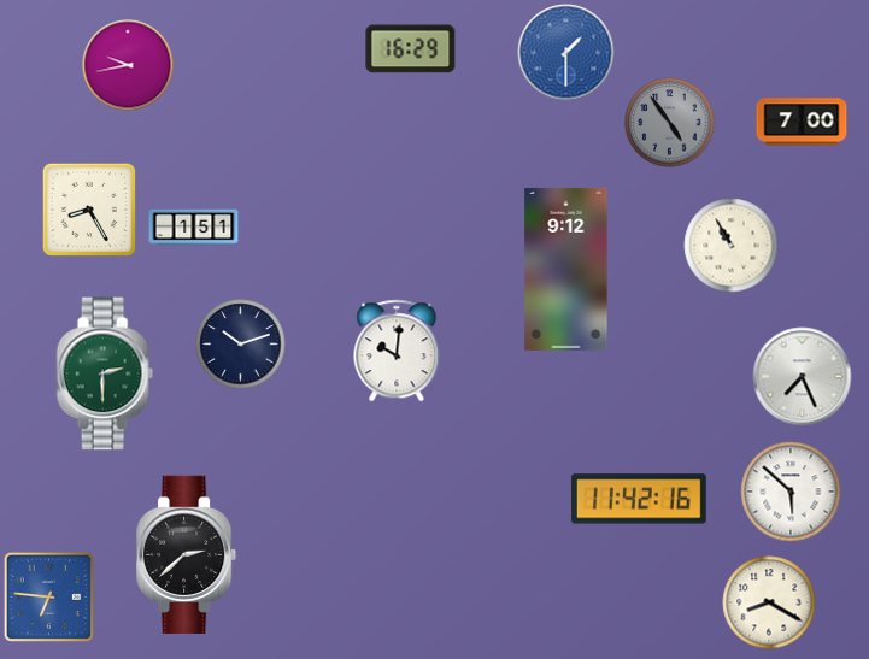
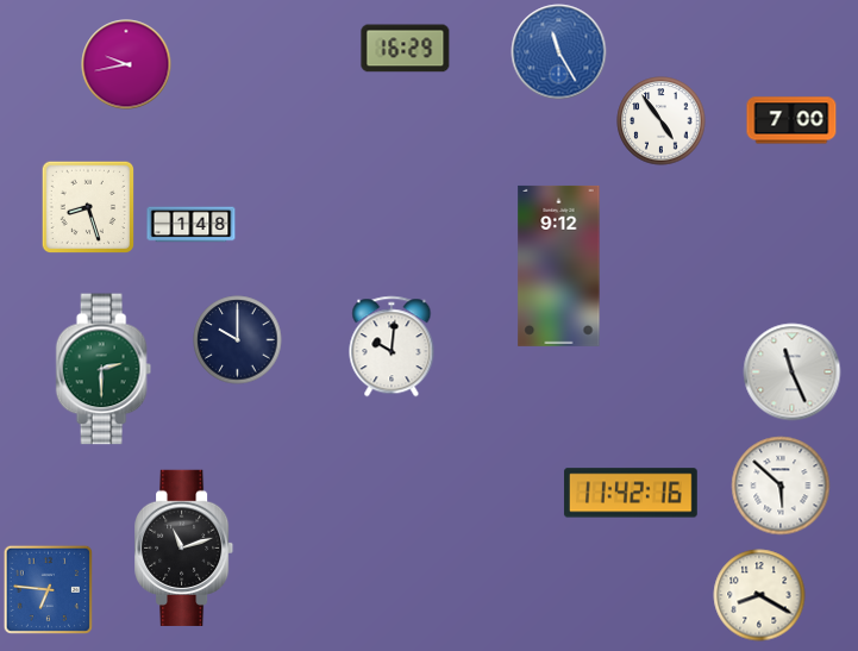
clock at (566, 53): 1:30 -> 11:25
clock at (670, 123) dial: grey -> white
clock at (88, 208): 8:25 -> 8:27
clock at (194, 228): 1:51 -> 1:48
clock at (732, 246): 10:55 -> none
clock at (241, 345): 10:12 -> 10:00
clock at (803, 377): 7:26 -> 11:26
clock at (188, 554): 2:38 -> 11:12
